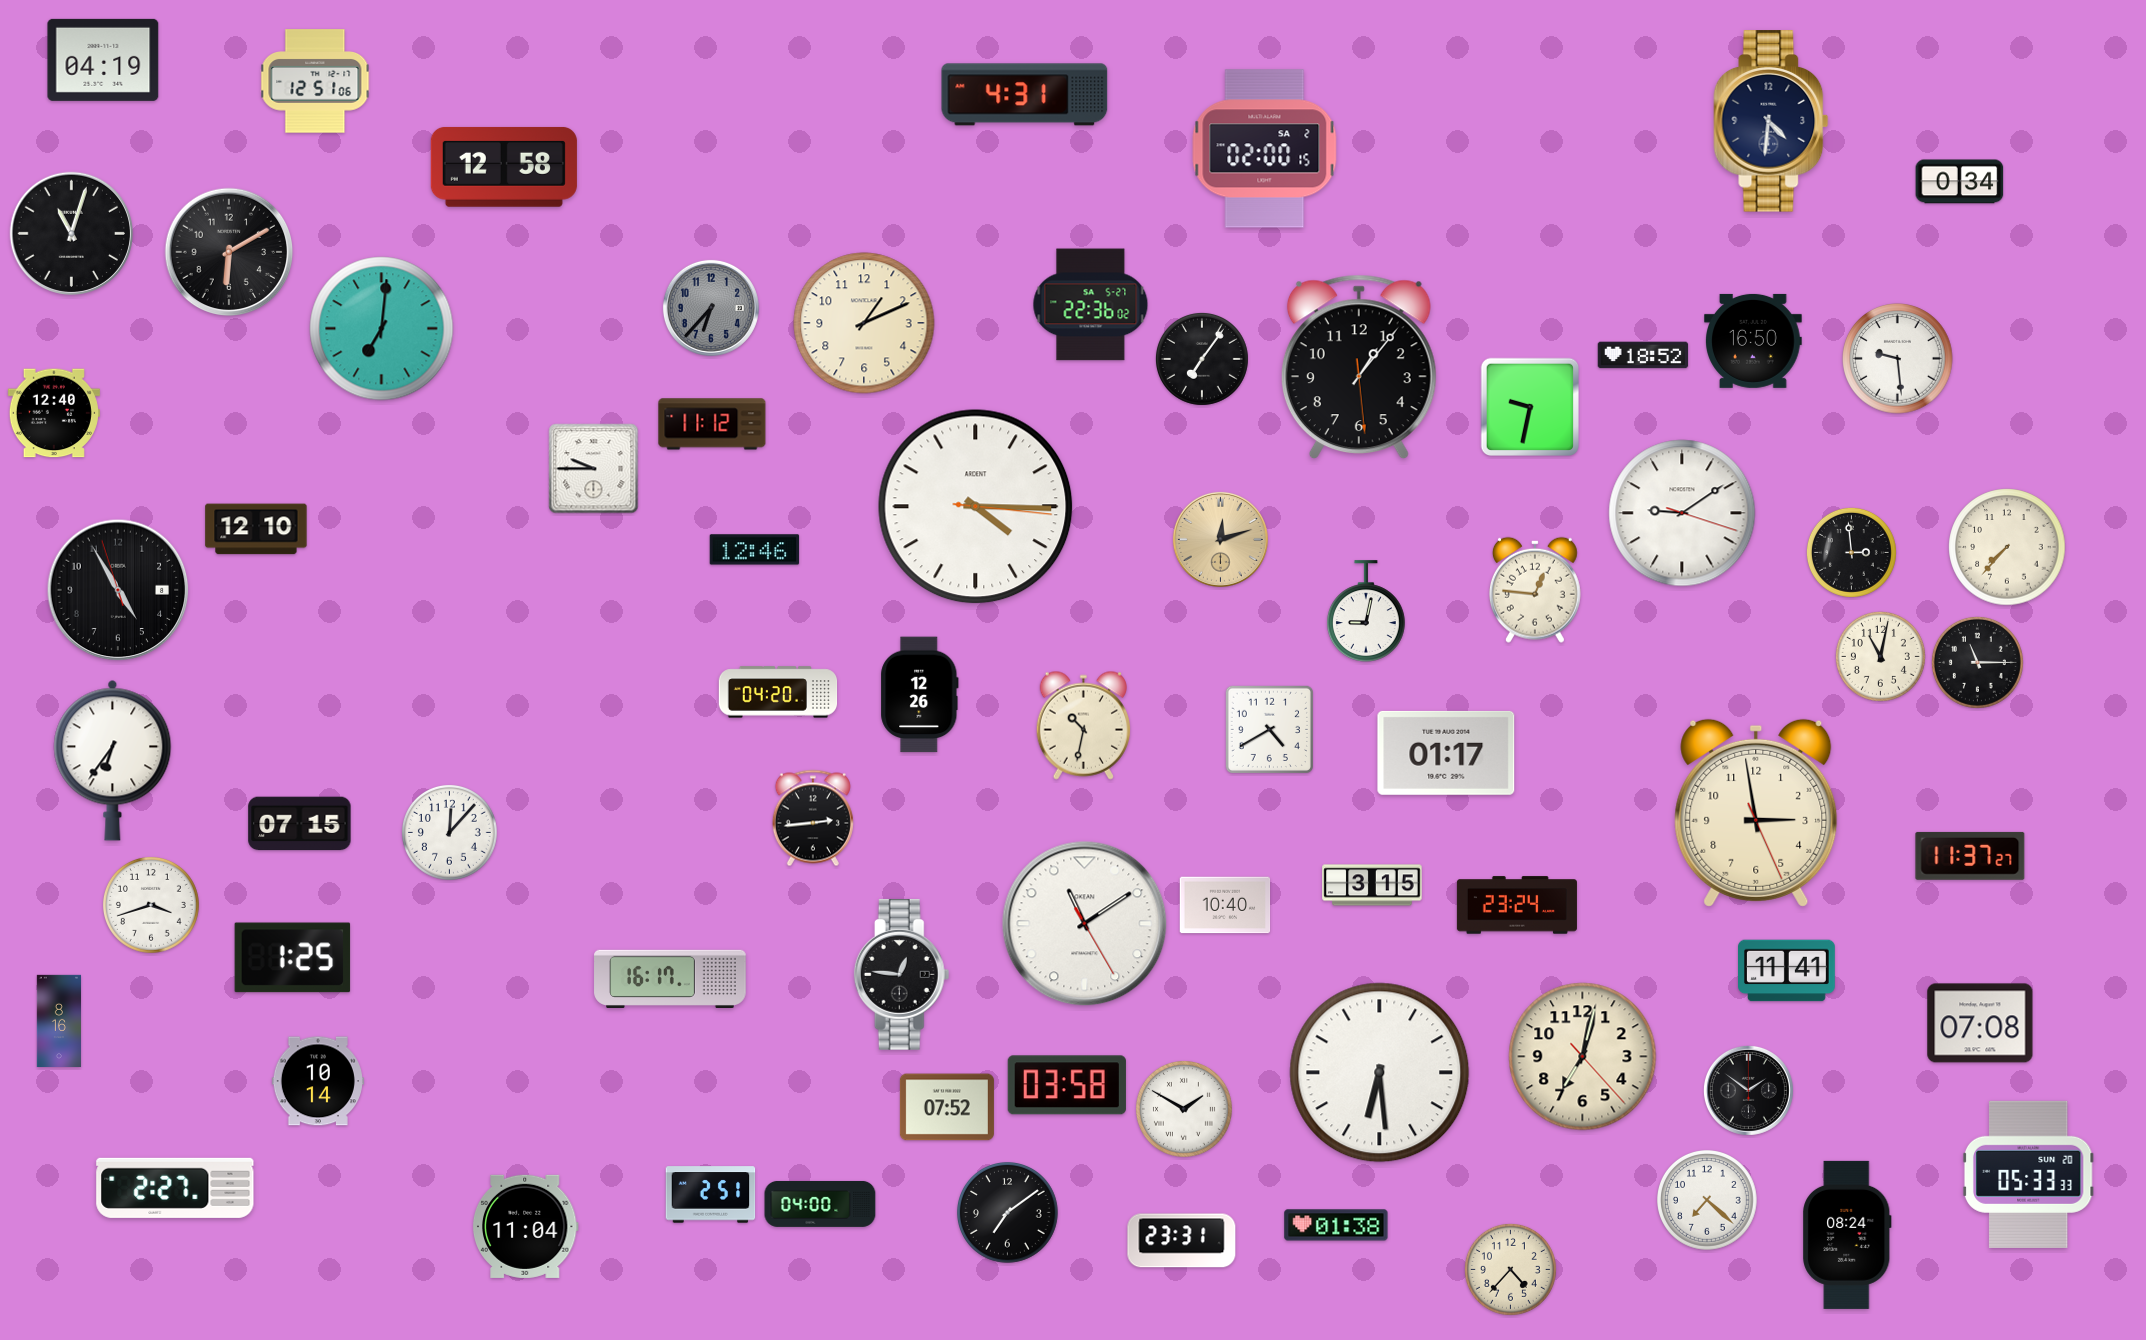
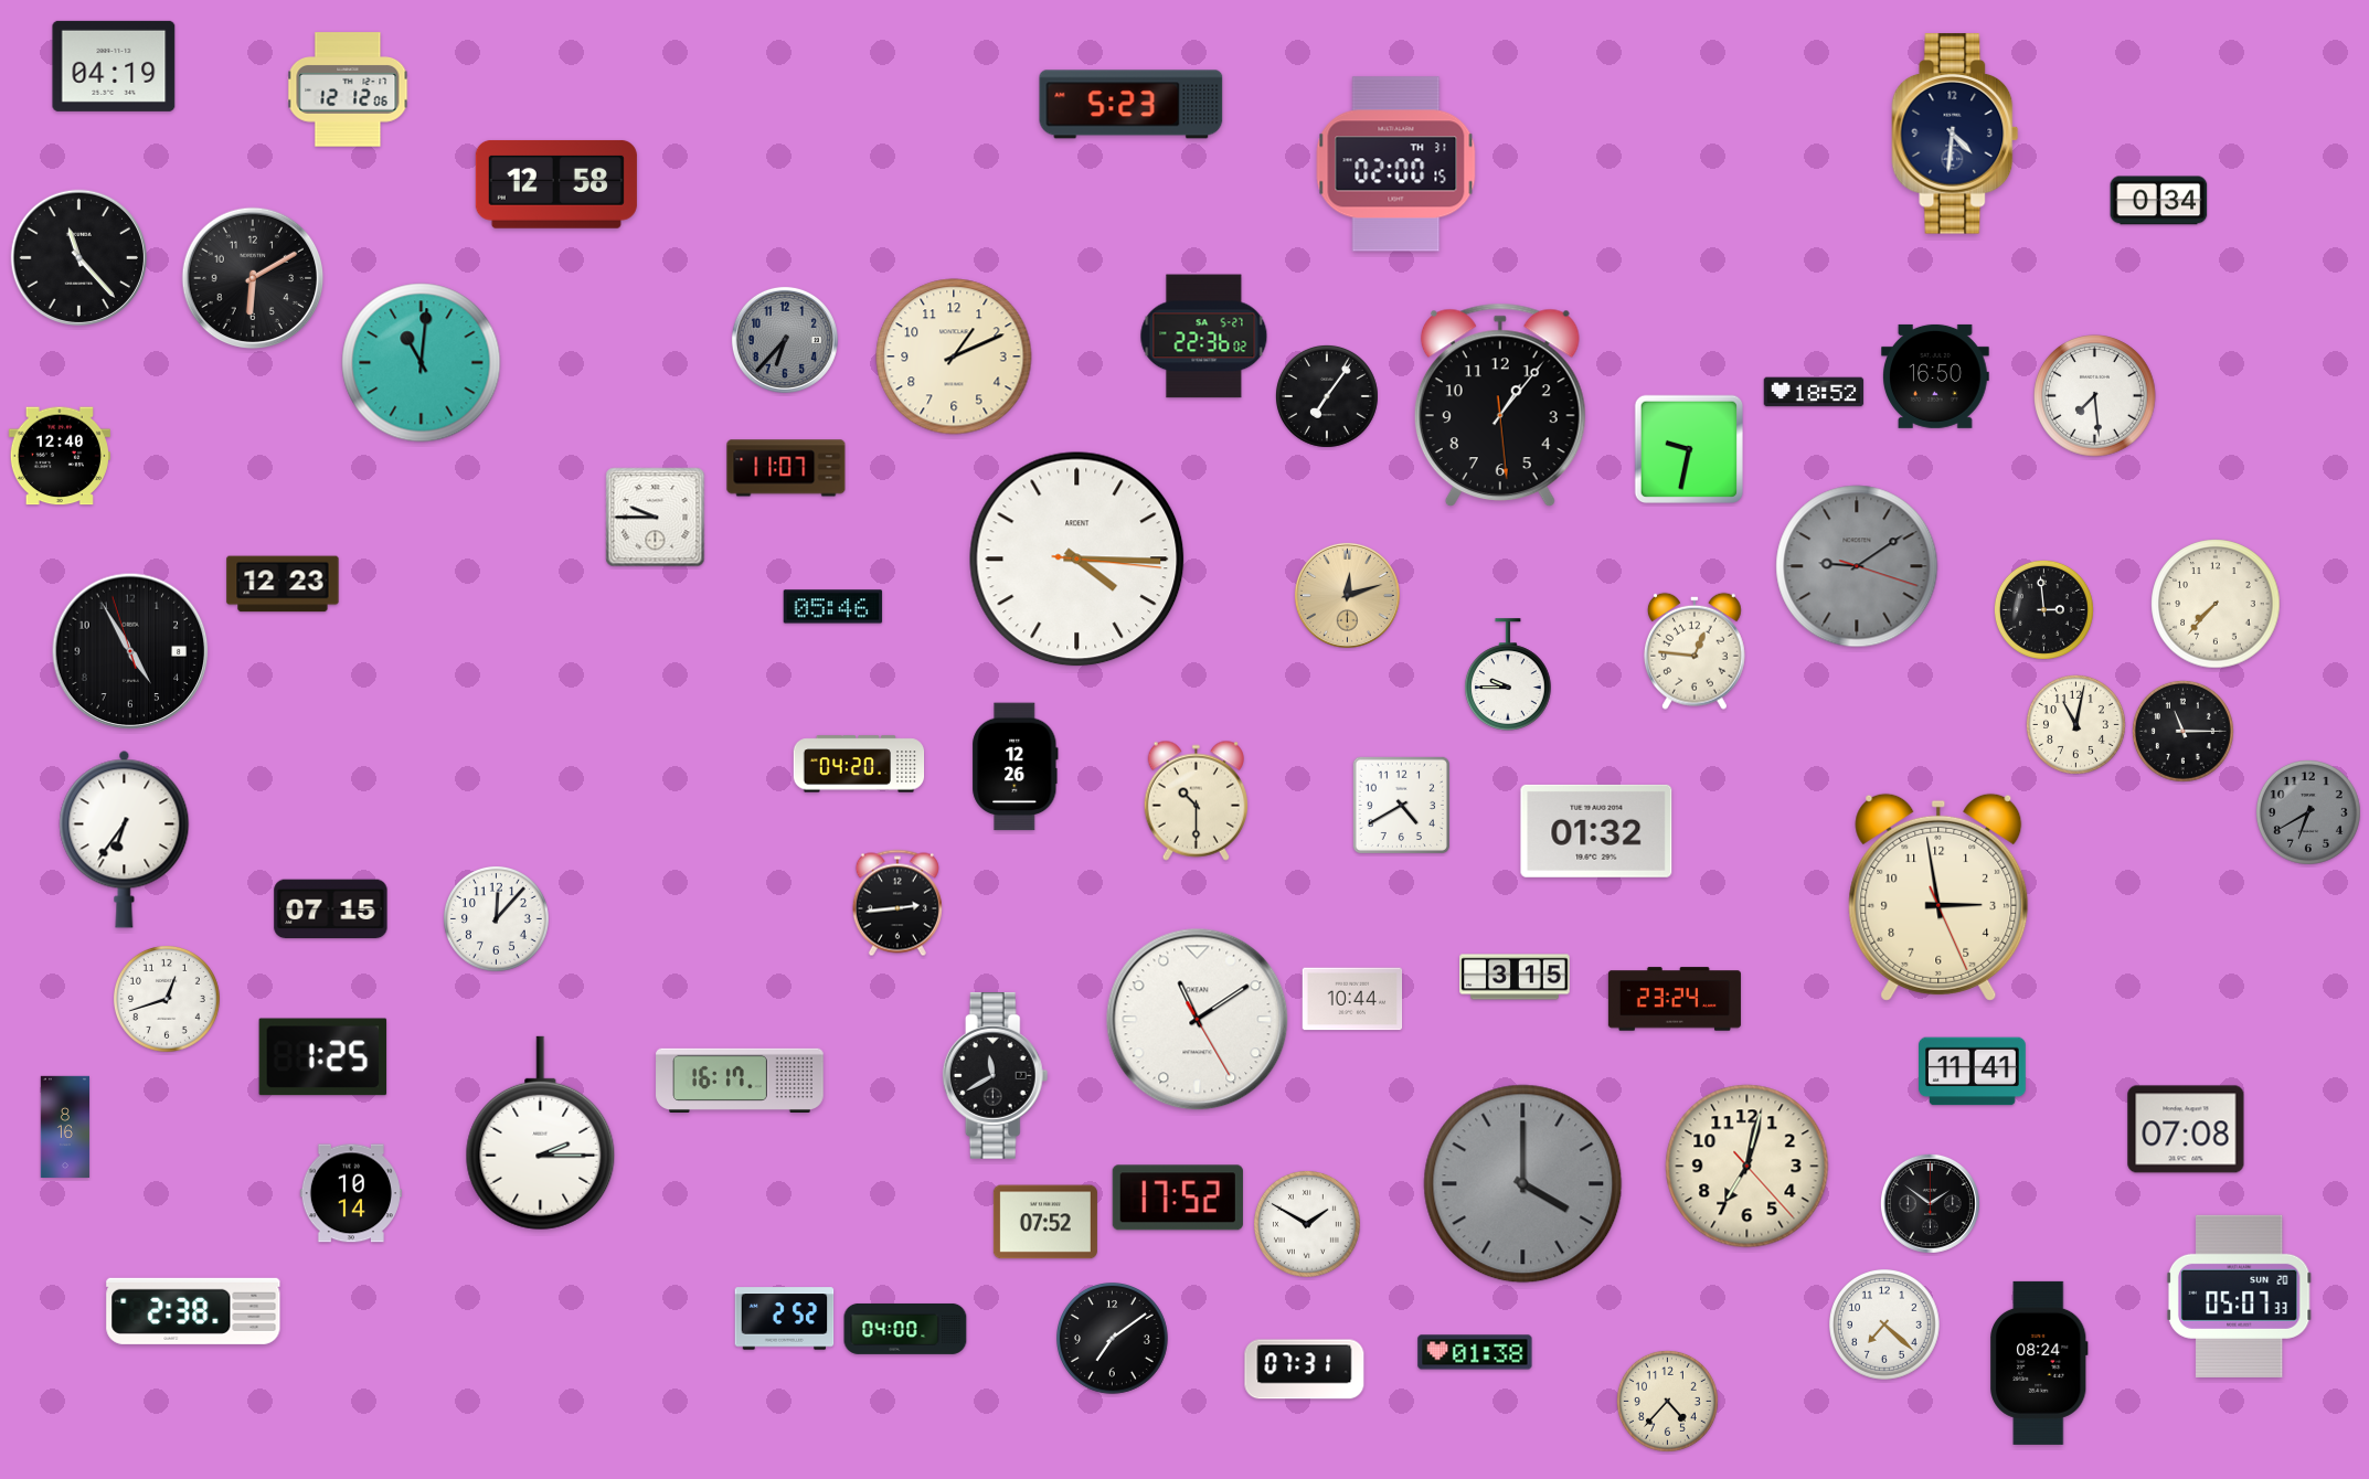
clock at (315, 81): 12:51 -> 12:12
clock at (1025, 95): 4:31 -> 5:23
clock at (1265, 149) date: SA 2 -> TH 31
clock at (1960, 182) position: (1960, 182) -> (2159, 201)
clock at (71, 233): 11:03 -> 11:23
clock at (382, 329): 7:01 -> 11:01
clock at (1898, 359): 9:29 -> 7:29
clock at (712, 424): 11:12 -> 11:07
clock at (1682, 513) dial: white -> grey
clock at (256, 529): 12:10 -> 12:23
clock at (755, 550): 12:46 -> 05:46
clock at (1366, 611): 9:02 -> 9:45
clock at (1083, 725): 10:32 -> 10:30
clock at (2308, 812): none -> 6:40
clock at (1446, 753): 01:17 -> 01:32
clock at (1970, 856): 11:37 -> none
clock at (151, 905): 3:42 -> 12:42
clock at (1225, 905): 10:40 -> 10:44
clock at (902, 974): 12:46 -> 11:40
clock at (541, 1134): none -> 2:15
clock at (1380, 1073): 6:29 -> 4:00
clock at (1380, 1073) dial: white -> grey
clock at (1067, 1085): 03:58 -> 17:52
clock at (2028, 1174): 05:33 -> 05:07
clock at (175, 1188): 2:27 -> 2:38
clock at (711, 1195): 2:51 -> 2:52
clock at (525, 1226): 11:04 -> none
clock at (1182, 1241): 23:31 -> 07:31
